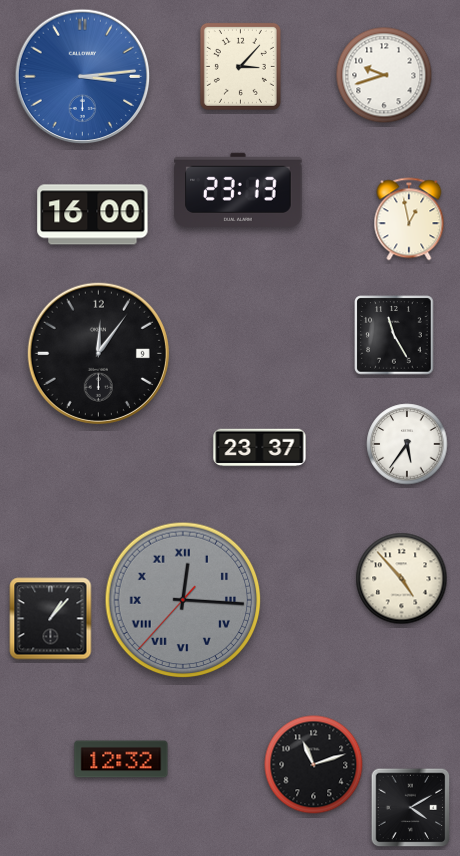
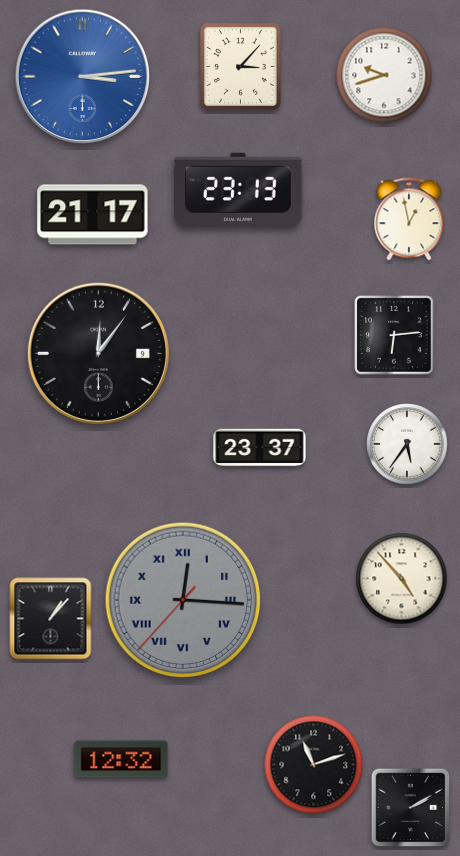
clock at (93, 215): 16:00 -> 21:17
clock at (394, 335): 11:25 -> 6:14
clock at (411, 808): 4:10 -> 2:10
